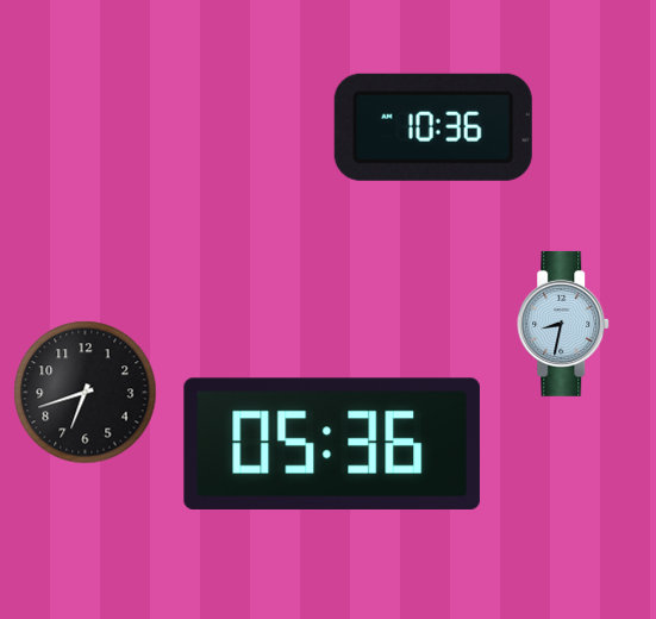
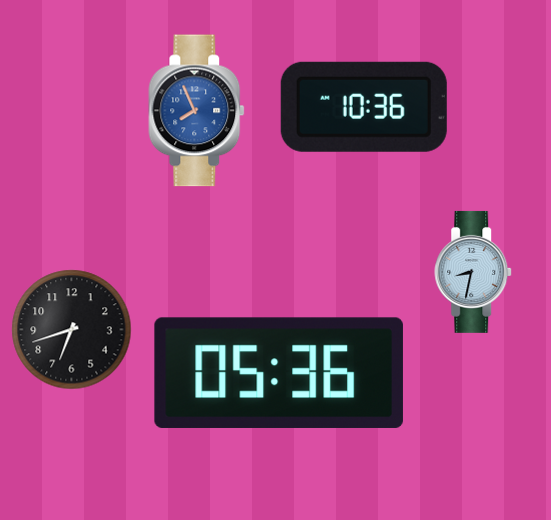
clock at (197, 111): none -> 7:56
